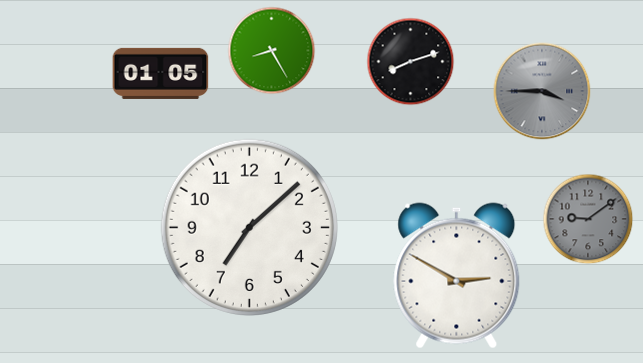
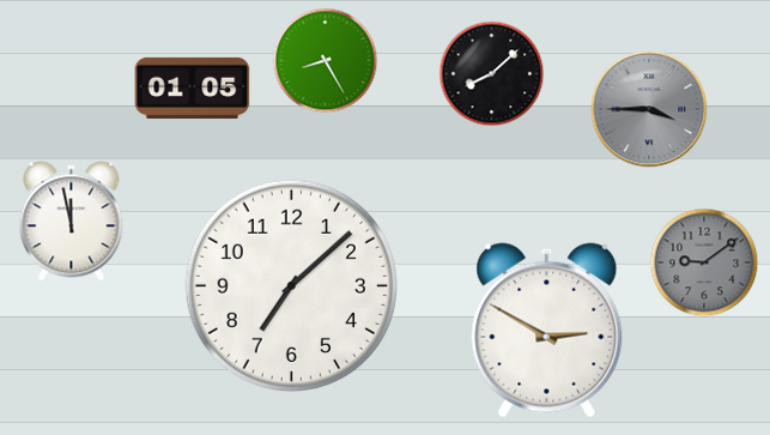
clock at (411, 62): 8:12 -> 8:08
clock at (72, 222): none -> 11:58
clock at (249, 227) position: (249, 227) -> (291, 285)
